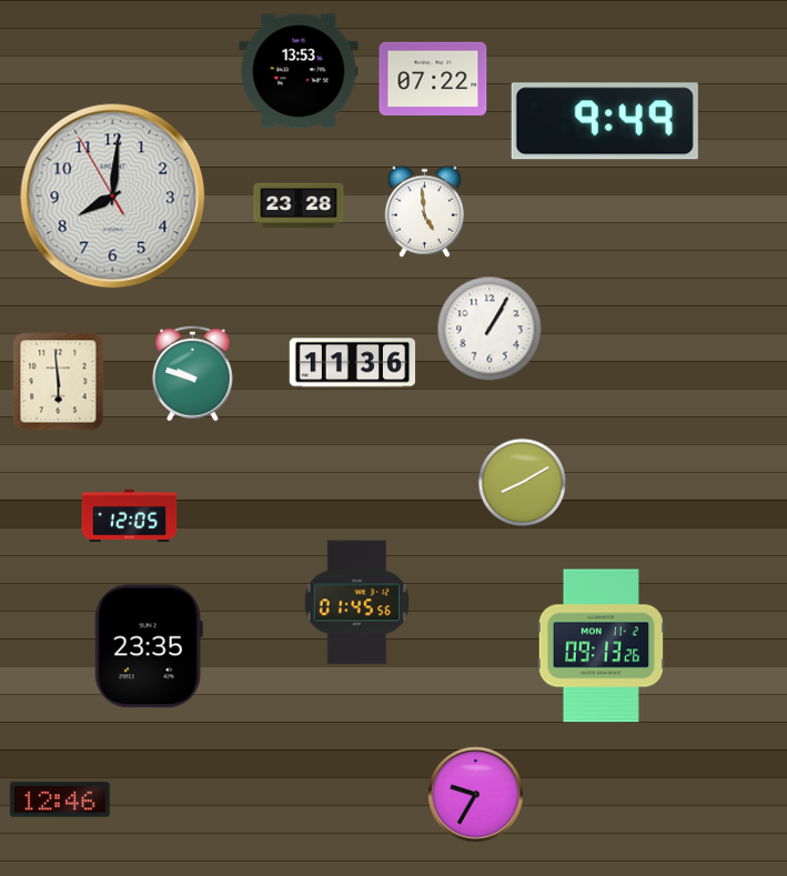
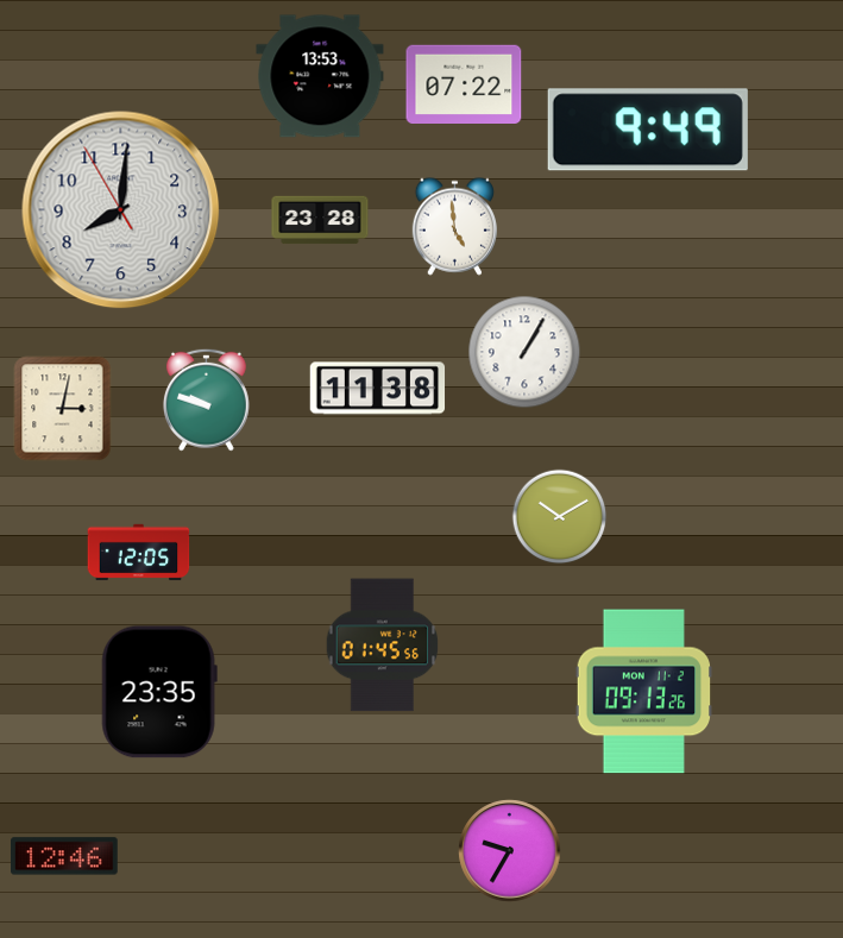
clock at (353, 363): 11:36 -> 11:38
clock at (59, 382): 5:59 -> 3:02
clock at (523, 483): 8:10 -> 10:10
